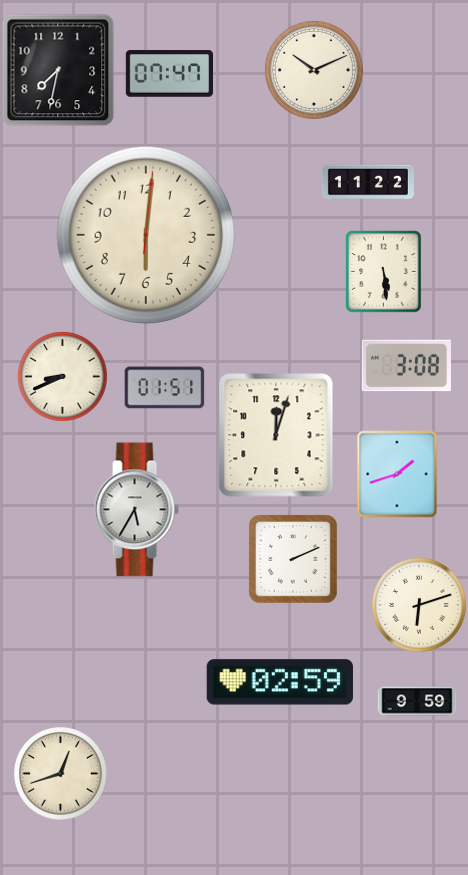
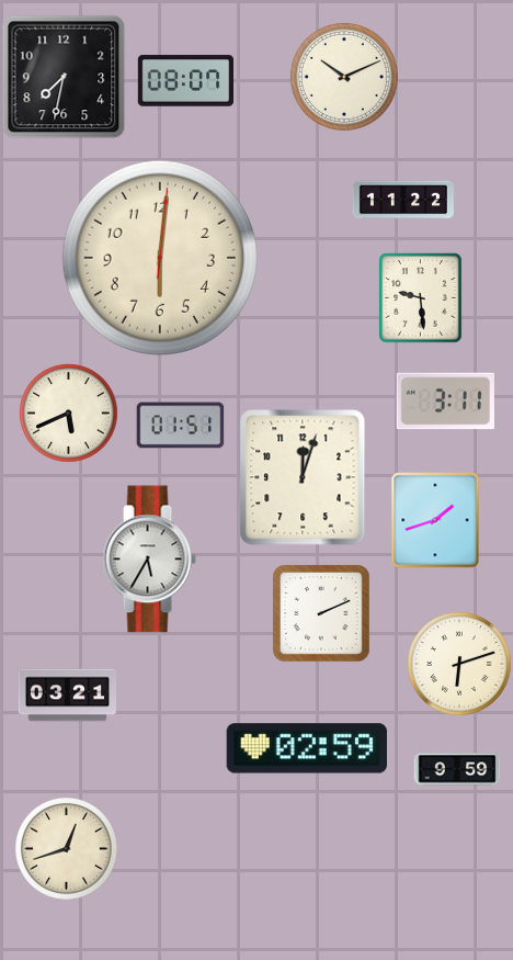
clock at (169, 74): 07:47 -> 08:07
clock at (384, 271): 5:29 -> 9:29
clock at (406, 366): 3:08 -> 3:11
clock at (62, 376): 8:41 -> 5:41
clock at (67, 696): none -> 03:21
